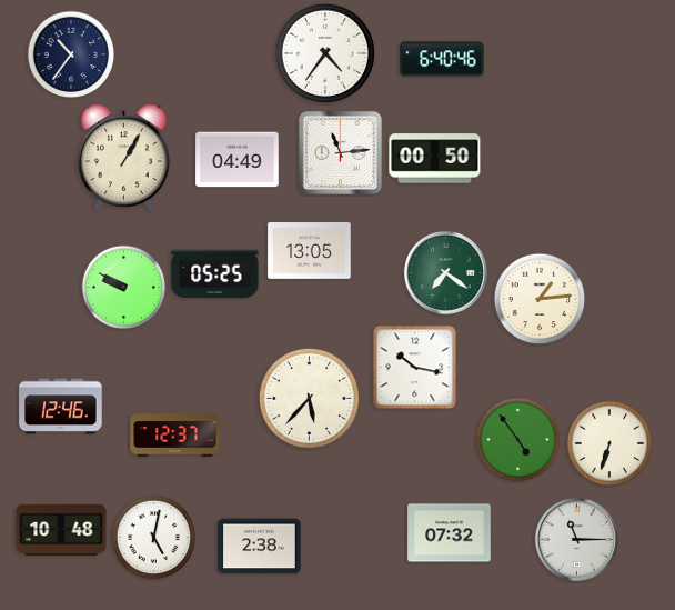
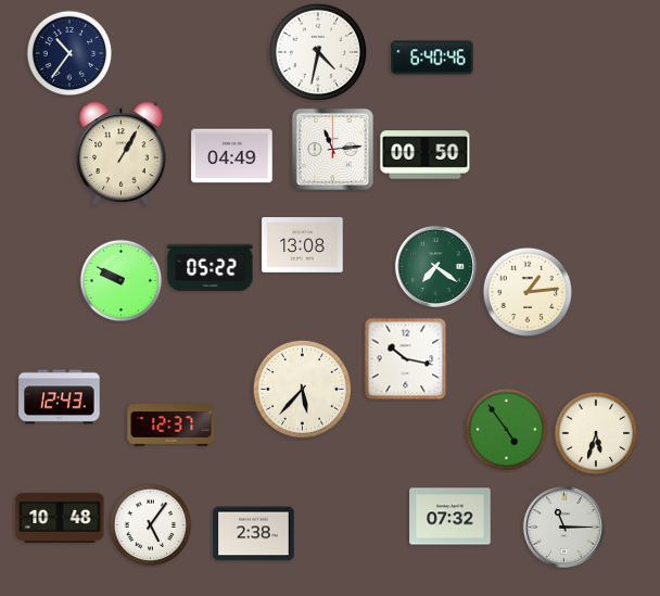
clock at (325, 53): 4:36 -> 4:32
clock at (310, 251): 13:05 -> 13:08
clock at (215, 274): 05:25 -> 05:22
clock at (61, 407): 12:46 -> 12:43
clock at (609, 443): 6:33 -> 5:33
clock at (450, 533) position: (450, 533) -> (450, 517)
clock at (154, 538): 5:02 -> 5:06
